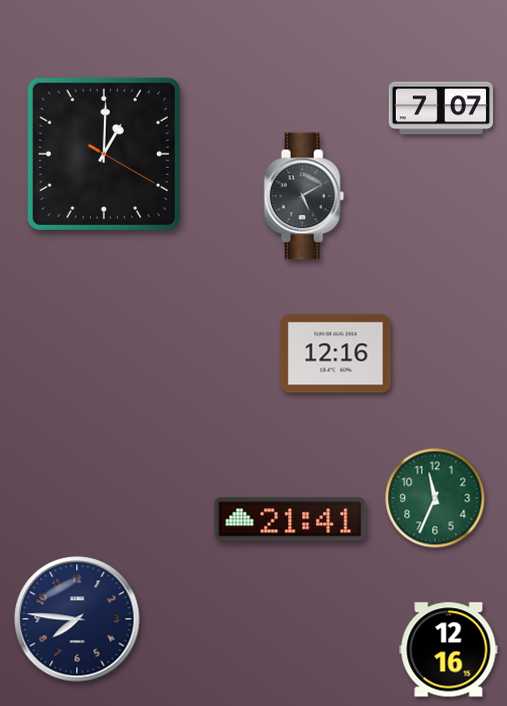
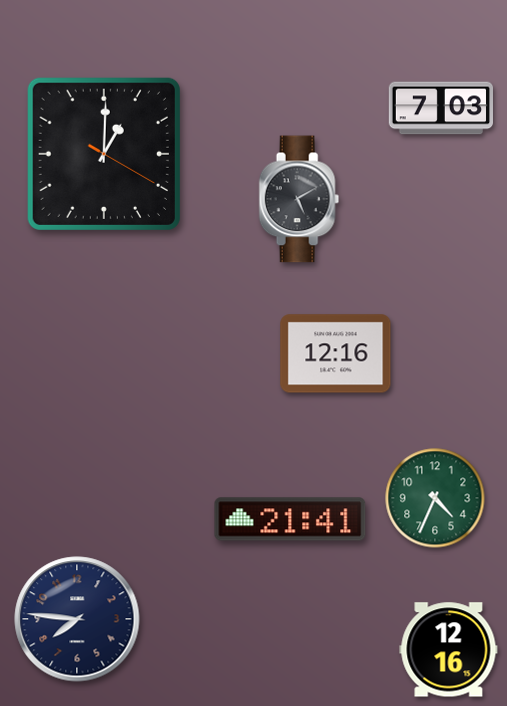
clock at (441, 108): 7:07 -> 7:03
clock at (304, 196) position: (304, 196) -> (299, 199)
clock at (435, 498): 11:34 -> 4:34
